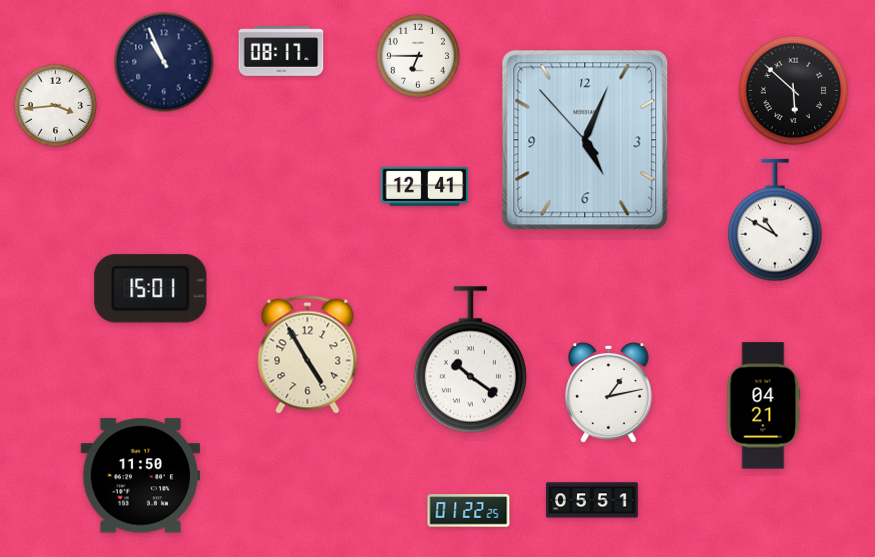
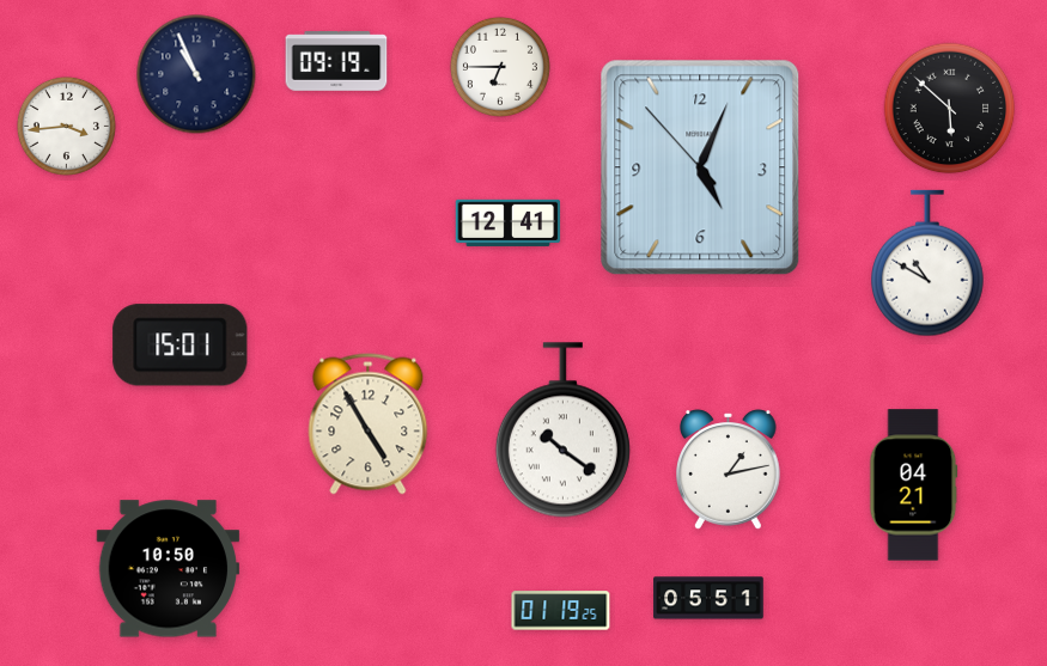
clock at (281, 51): 08:17 -> 09:19
clock at (141, 476): 11:50 -> 10:50
clock at (469, 511): 01:22 -> 01:19
